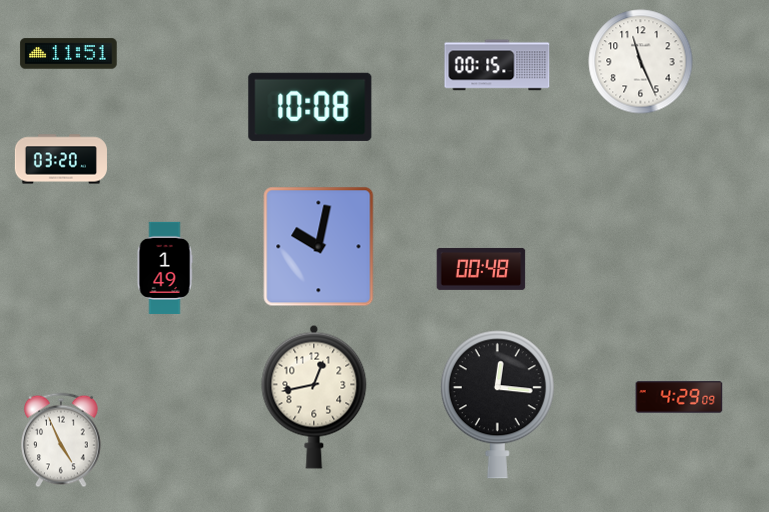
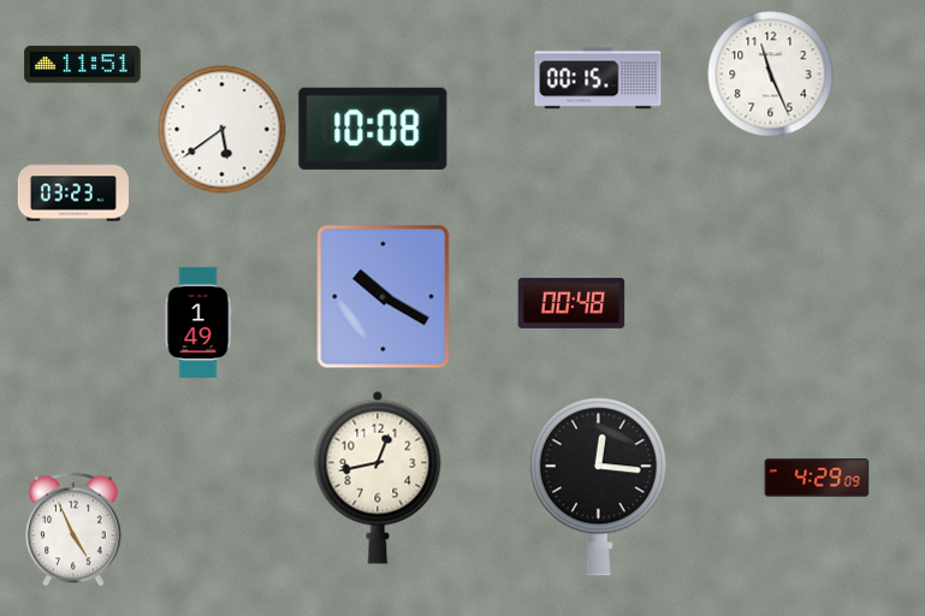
clock at (223, 130): none -> 5:39
clock at (61, 159): 03:20 -> 03:23
clock at (319, 247): 10:02 -> 10:20
clock at (481, 269) position: (481, 269) -> (571, 303)
